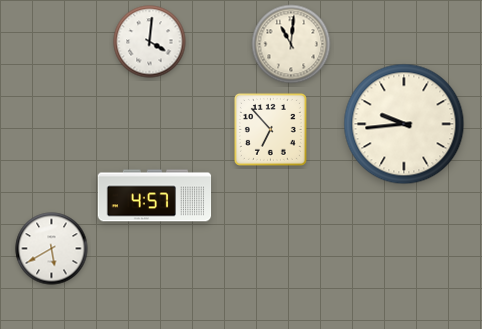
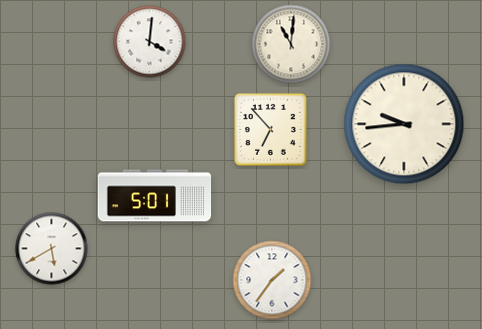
clock at (155, 196): 4:57 -> 5:01
clock at (272, 280): none -> 1:36
